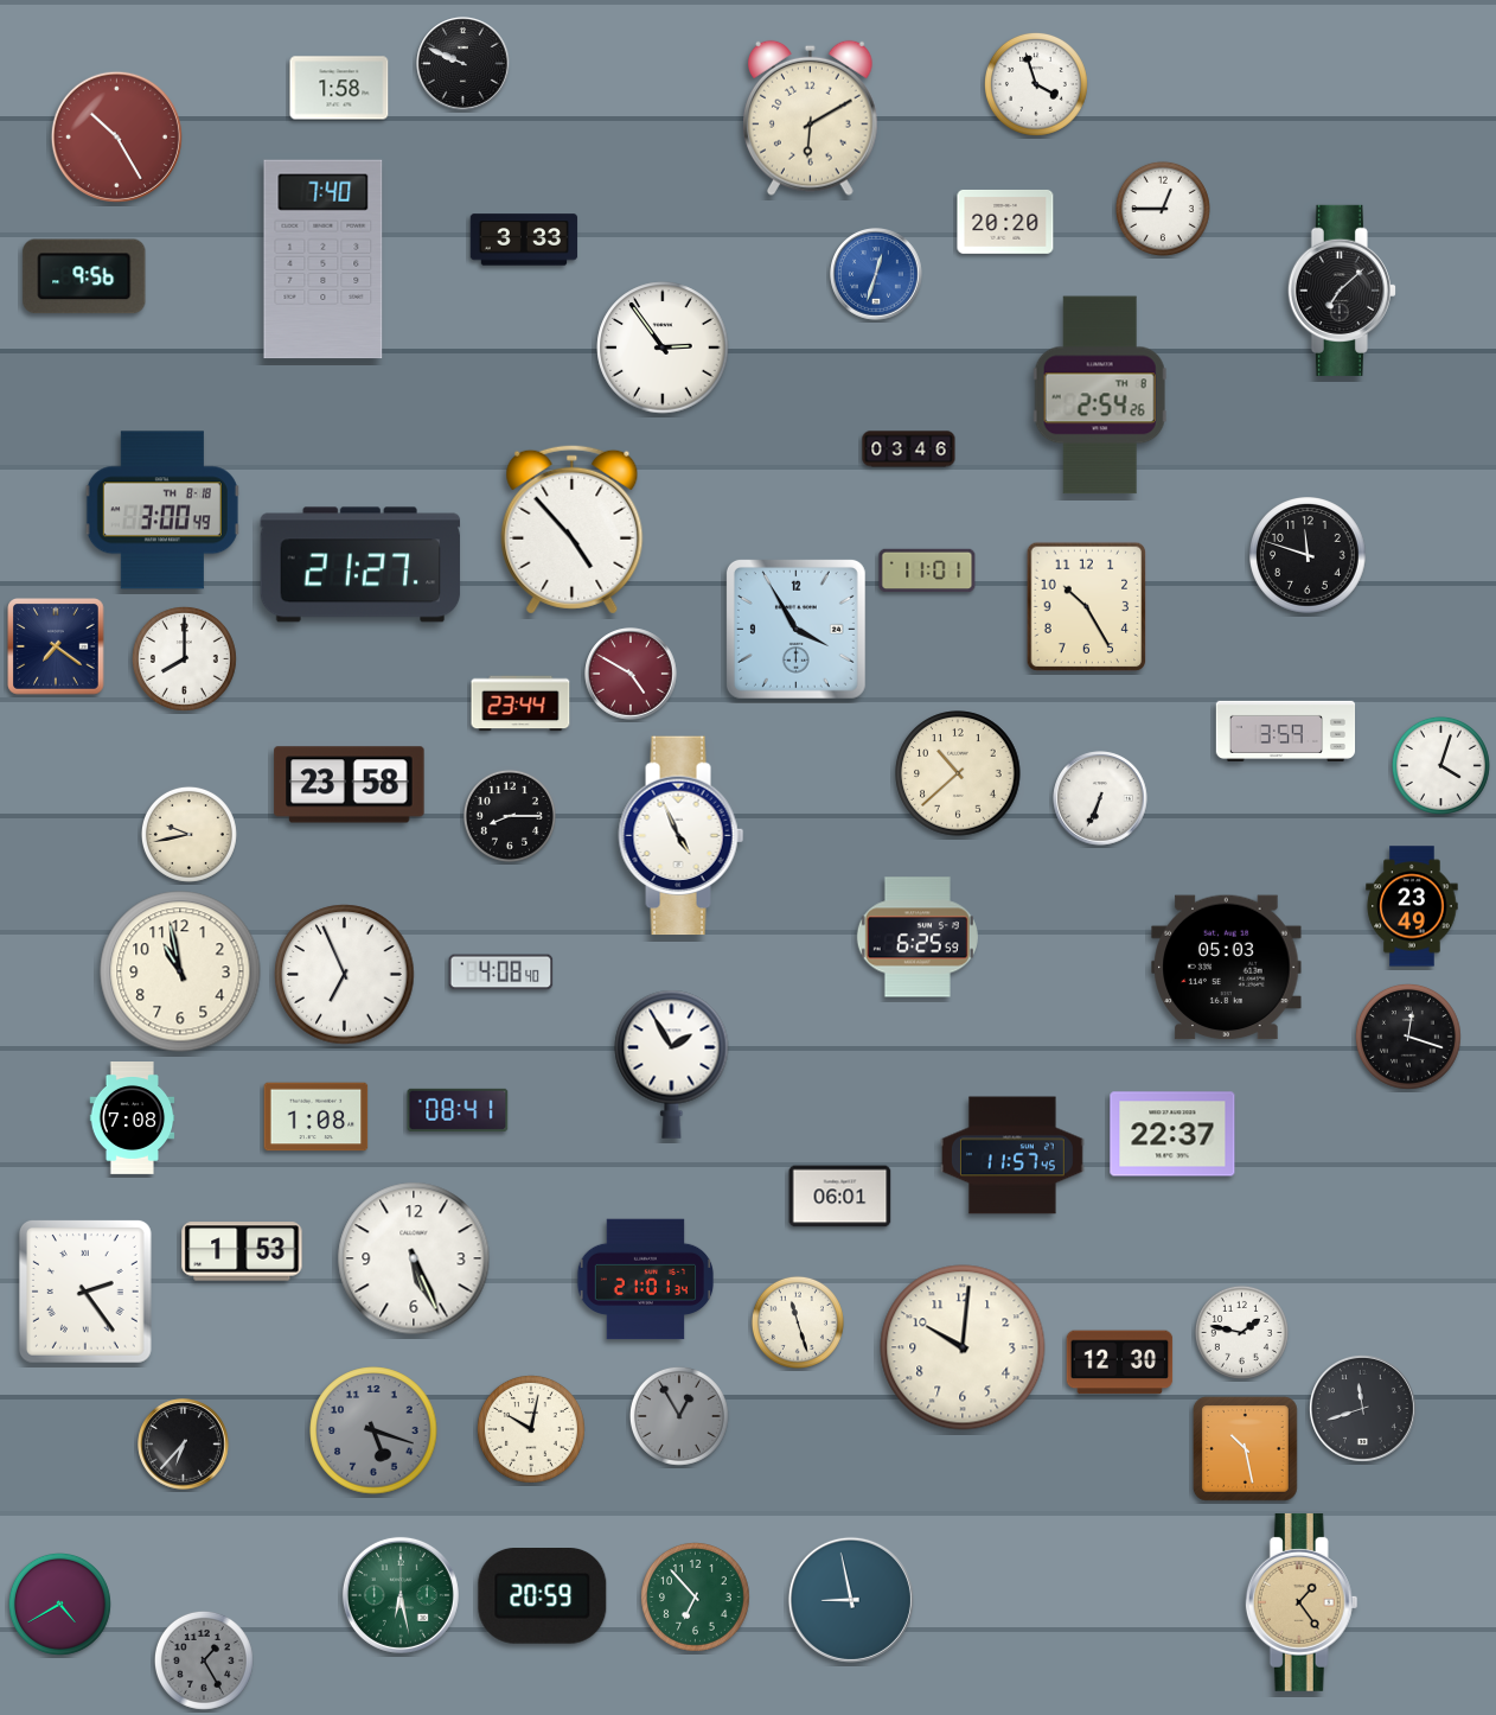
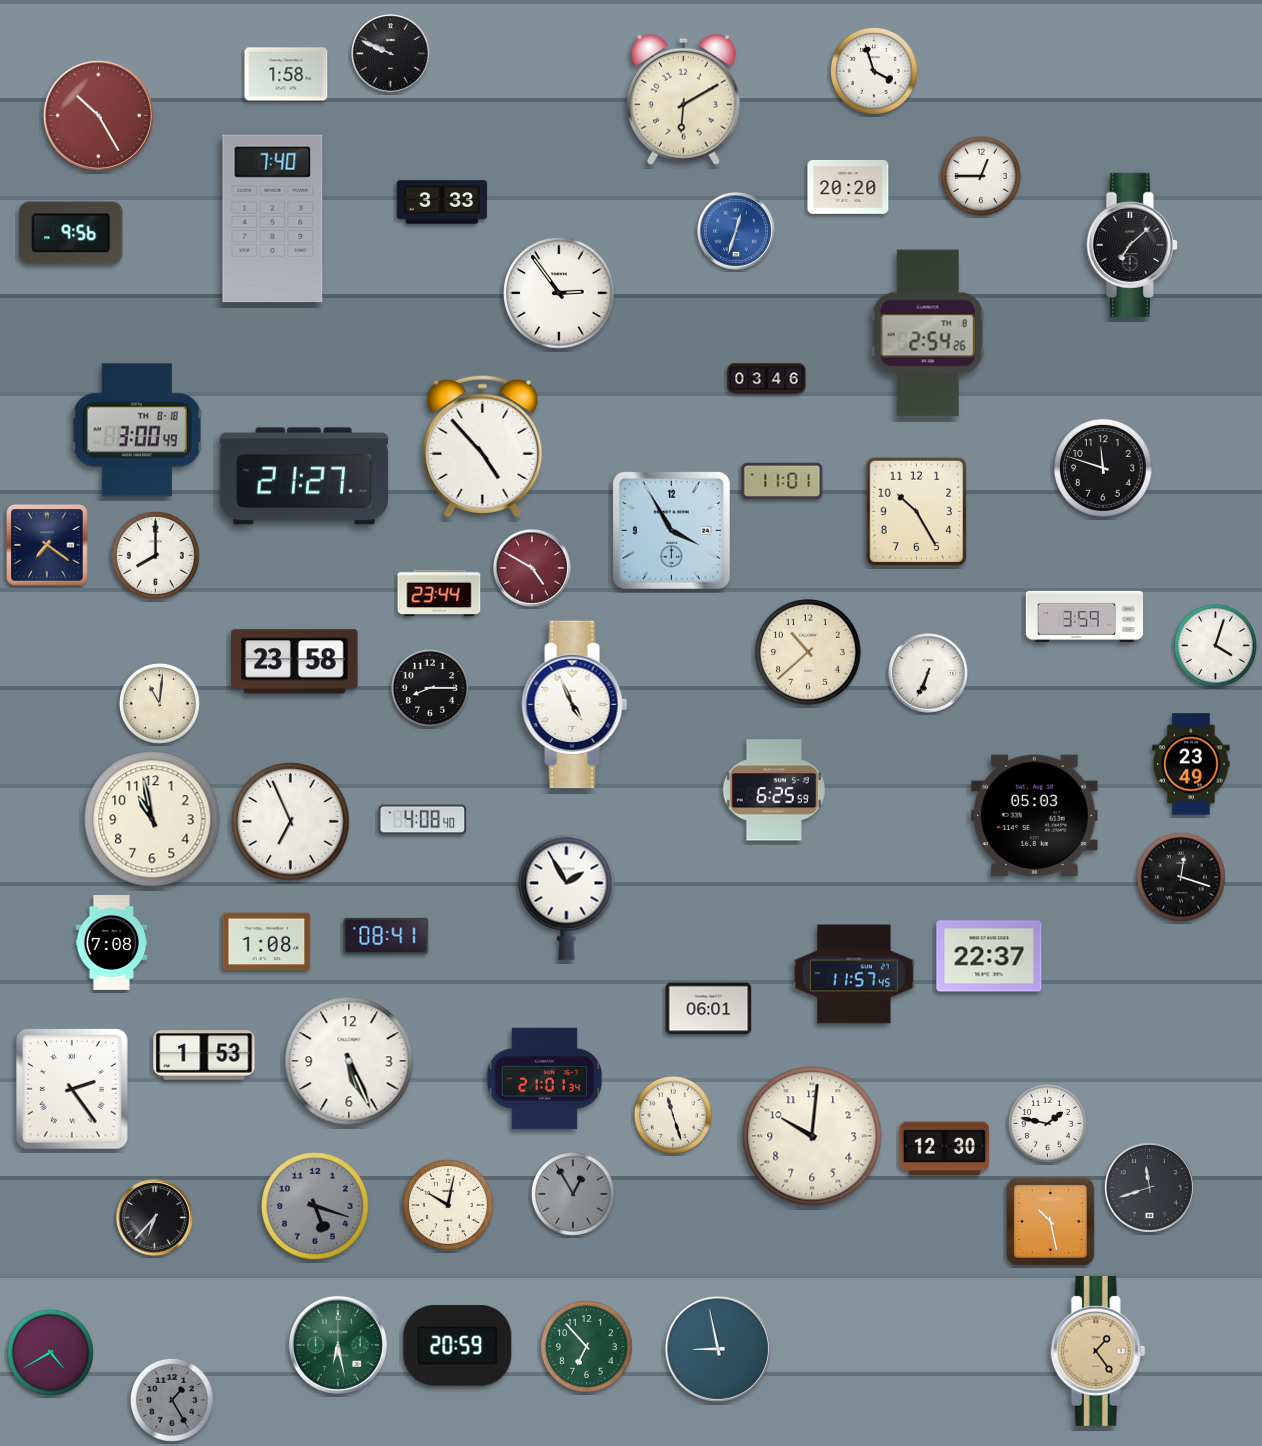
clock at (876, 274) position: (876, 274) -> (736, 231)
clock at (188, 834): 9:43 -> 11:01
clock at (1408, 1037) position: (1408, 1037) -> (1181, 877)
